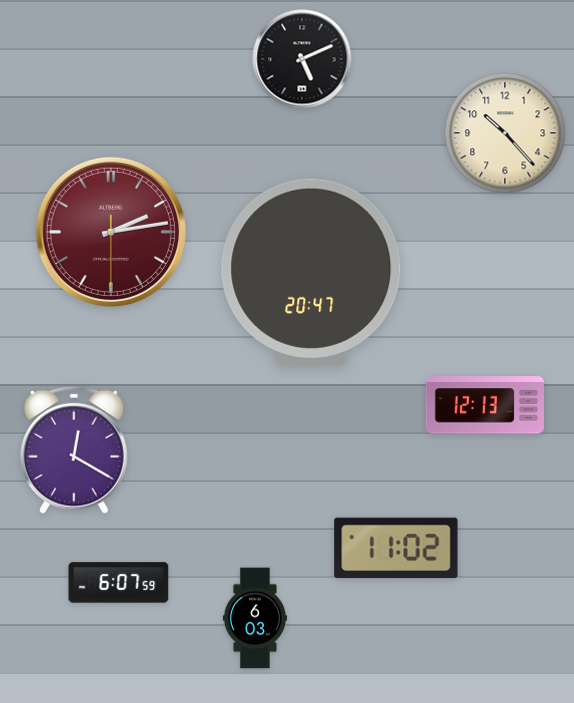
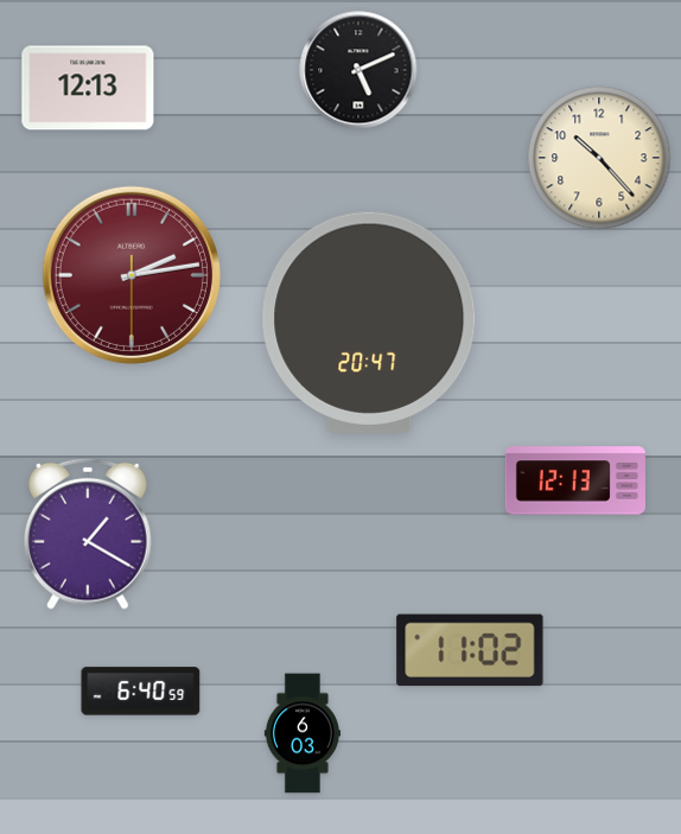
clock at (88, 88): none -> 12:13
clock at (75, 450): 12:20 -> 1:20
clock at (119, 583): 6:07 -> 6:40
